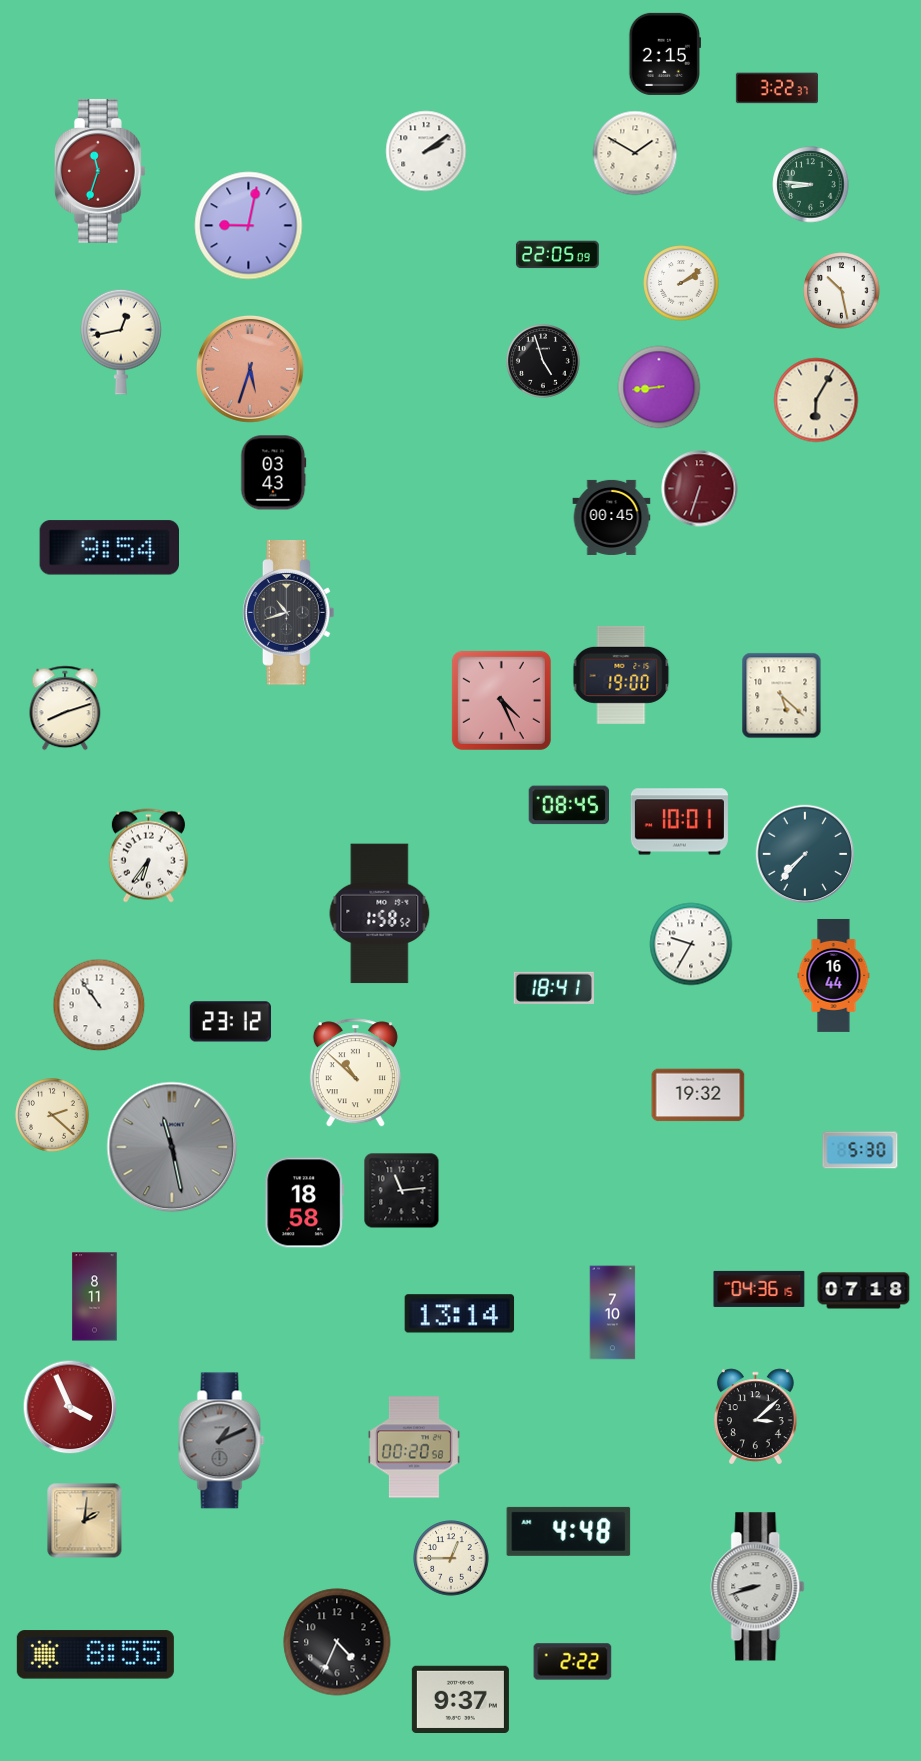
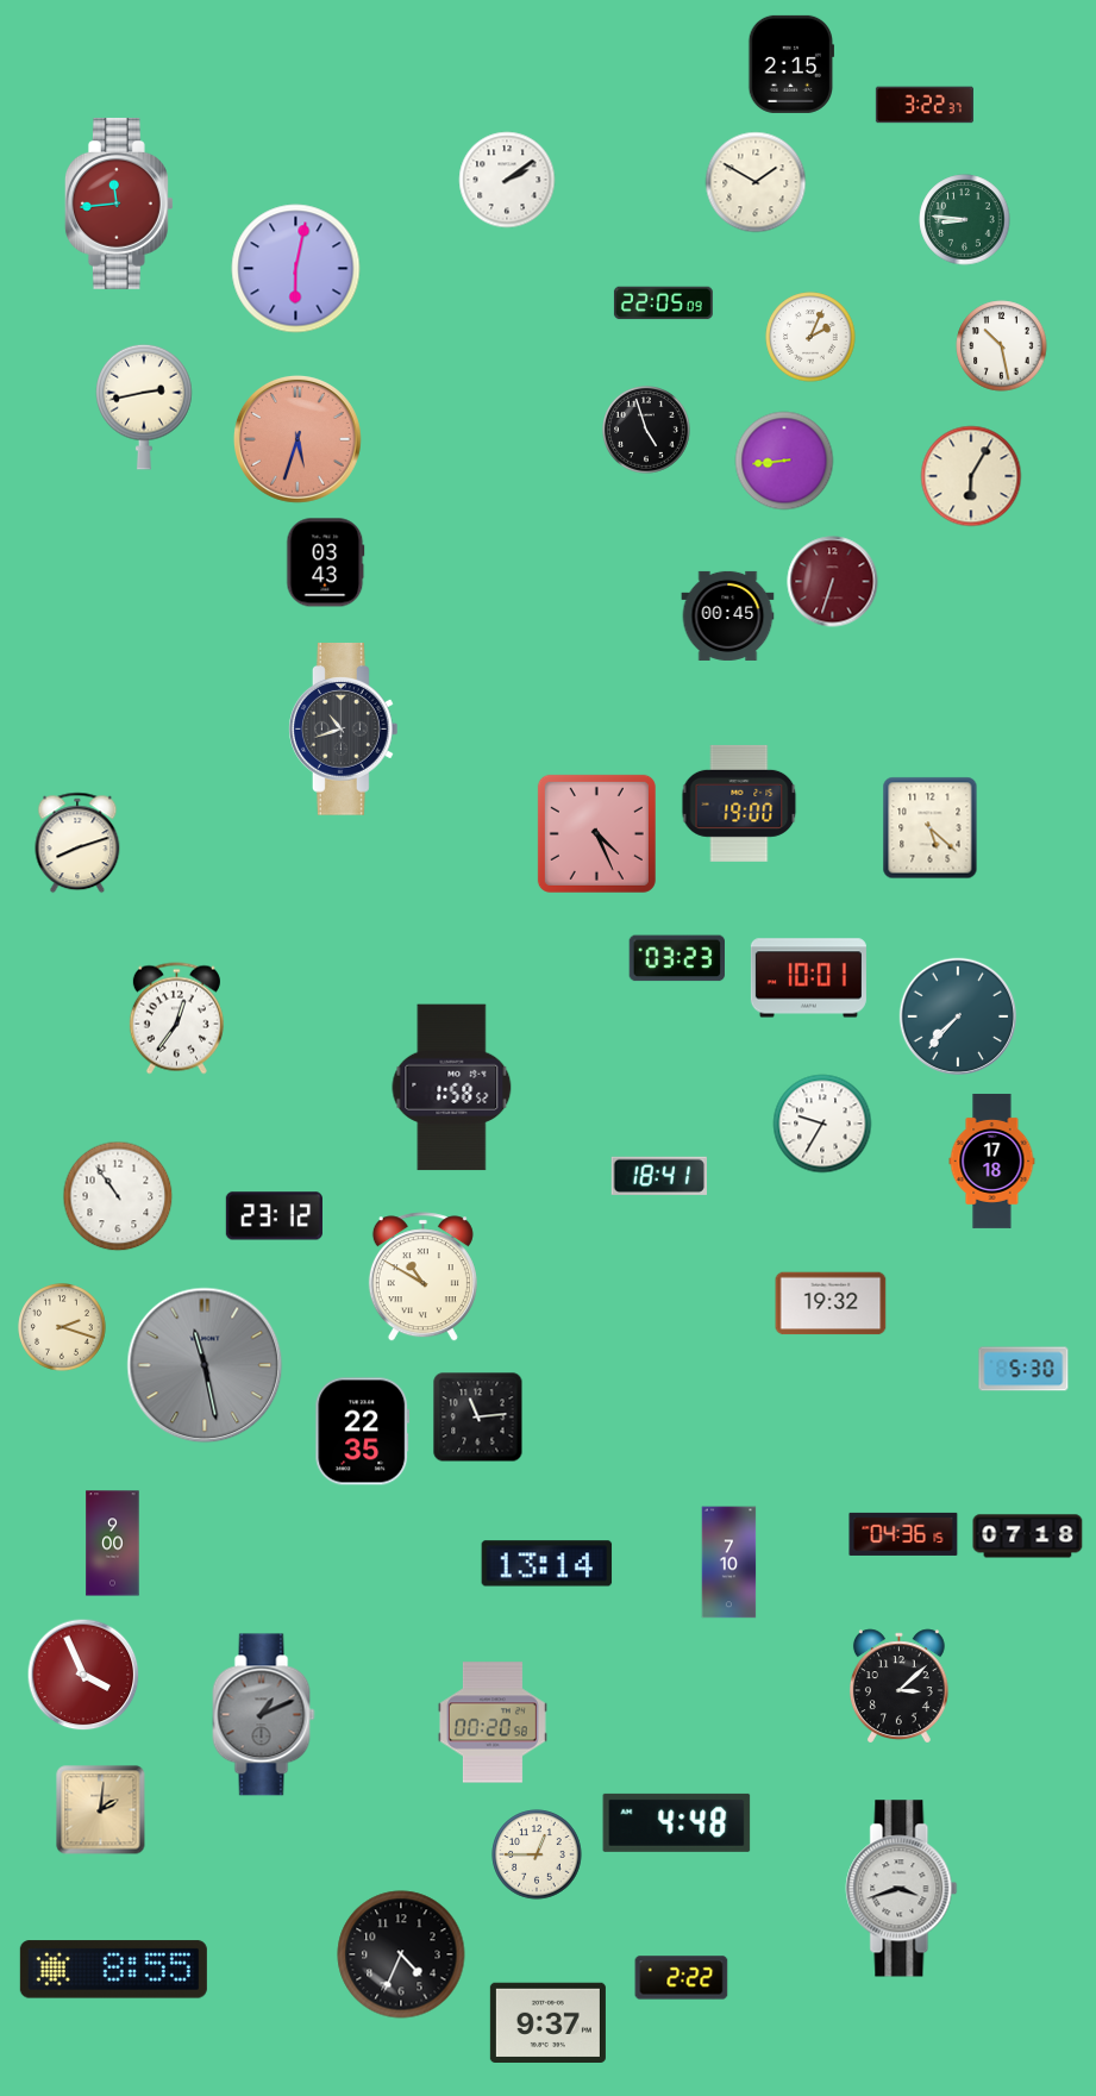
clock at (100, 171): 11:33 -> 11:44
clock at (249, 226): 9:02 -> 6:02
clock at (681, 283): 2:09 -> 2:04
clock at (121, 342): 12:43 -> 2:43
clock at (110, 548): 9:54 -> none
clock at (569, 805): 08:45 -> 03:23
clock at (148, 856): 6:36 -> 12:36
clock at (834, 975): 16:44 -> 17:18
clock at (355, 1073): 10:52 -> 10:50
clock at (52, 1115): 2:22 -> 2:18
clock at (305, 1203): 18:58 -> 22:35
clock at (95, 1297): 8:11 -> 9:00
clock at (758, 1587): 8:42 -> 3:42
